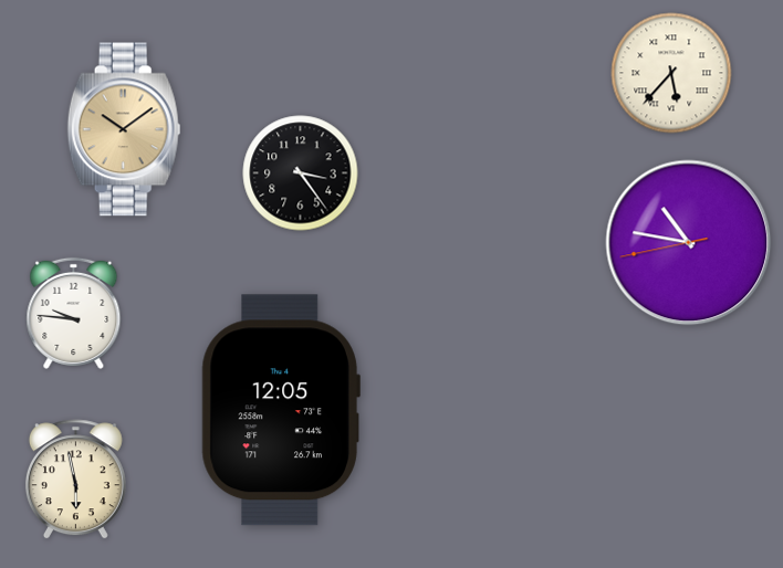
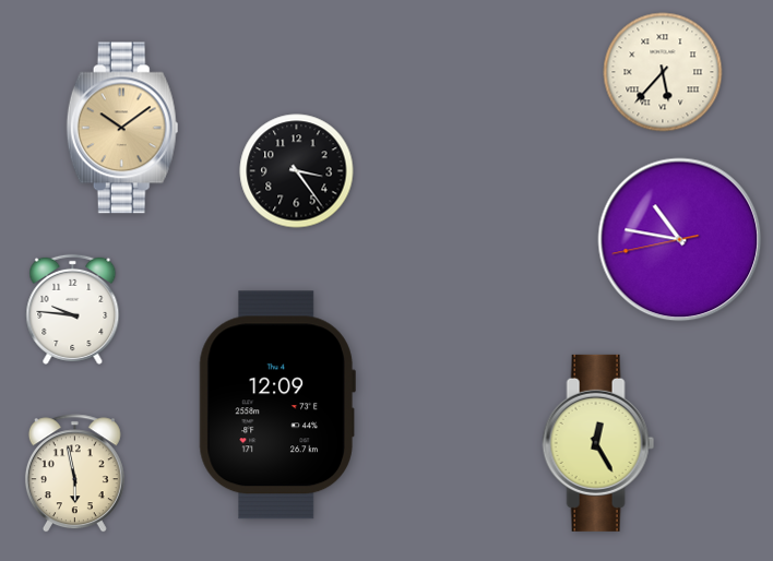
clock at (281, 410): 12:05 -> 12:09
clock at (598, 443): none -> 12:25
